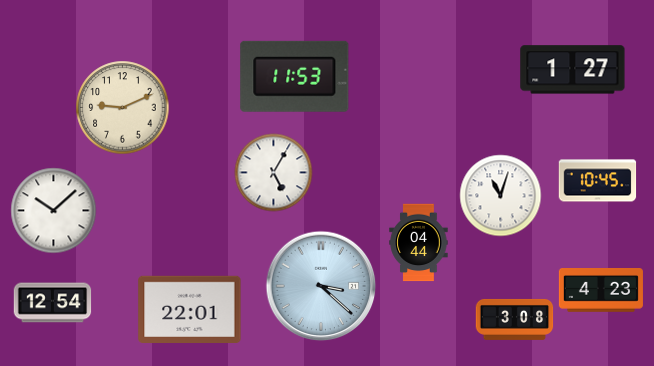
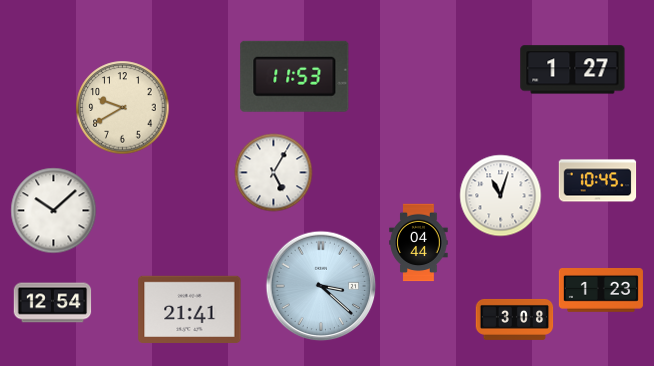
clock at (122, 107): 9:11 -> 9:40
clock at (601, 291): 4:23 -> 1:23
clock at (190, 309): 22:01 -> 21:41
